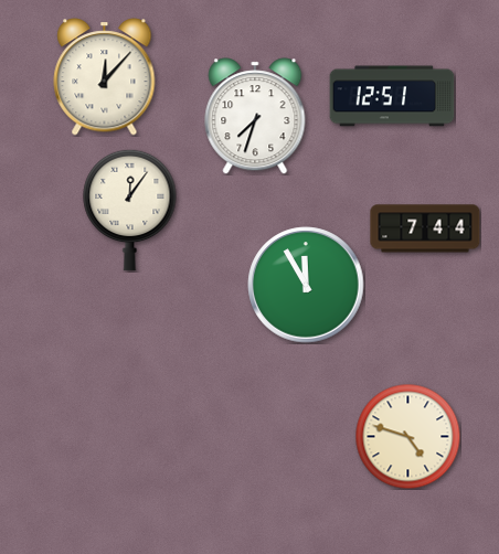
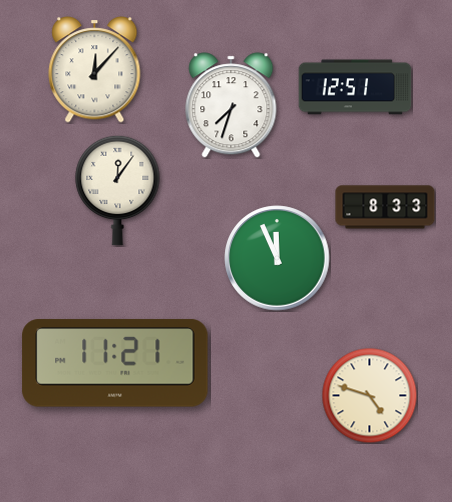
clock at (425, 228): 7:44 -> 8:33
clock at (306, 285): 11:55 -> 11:56
clock at (115, 363): none -> 11:21
